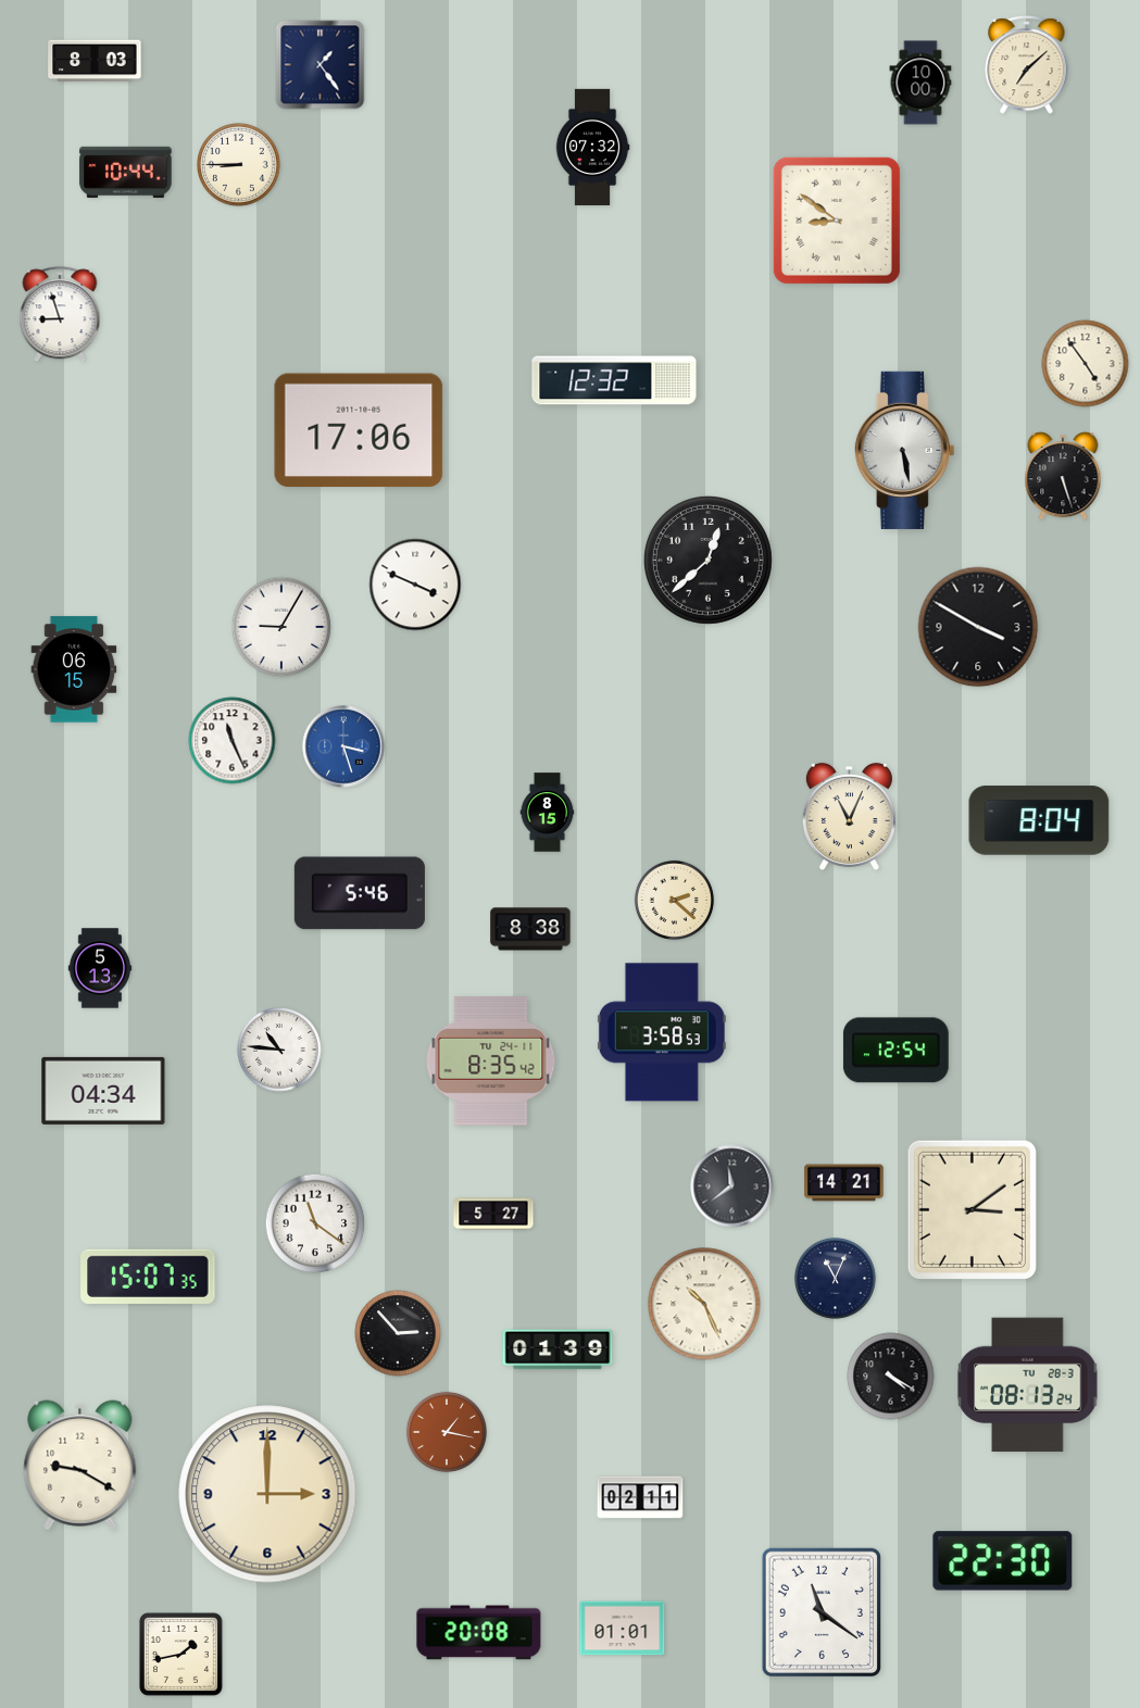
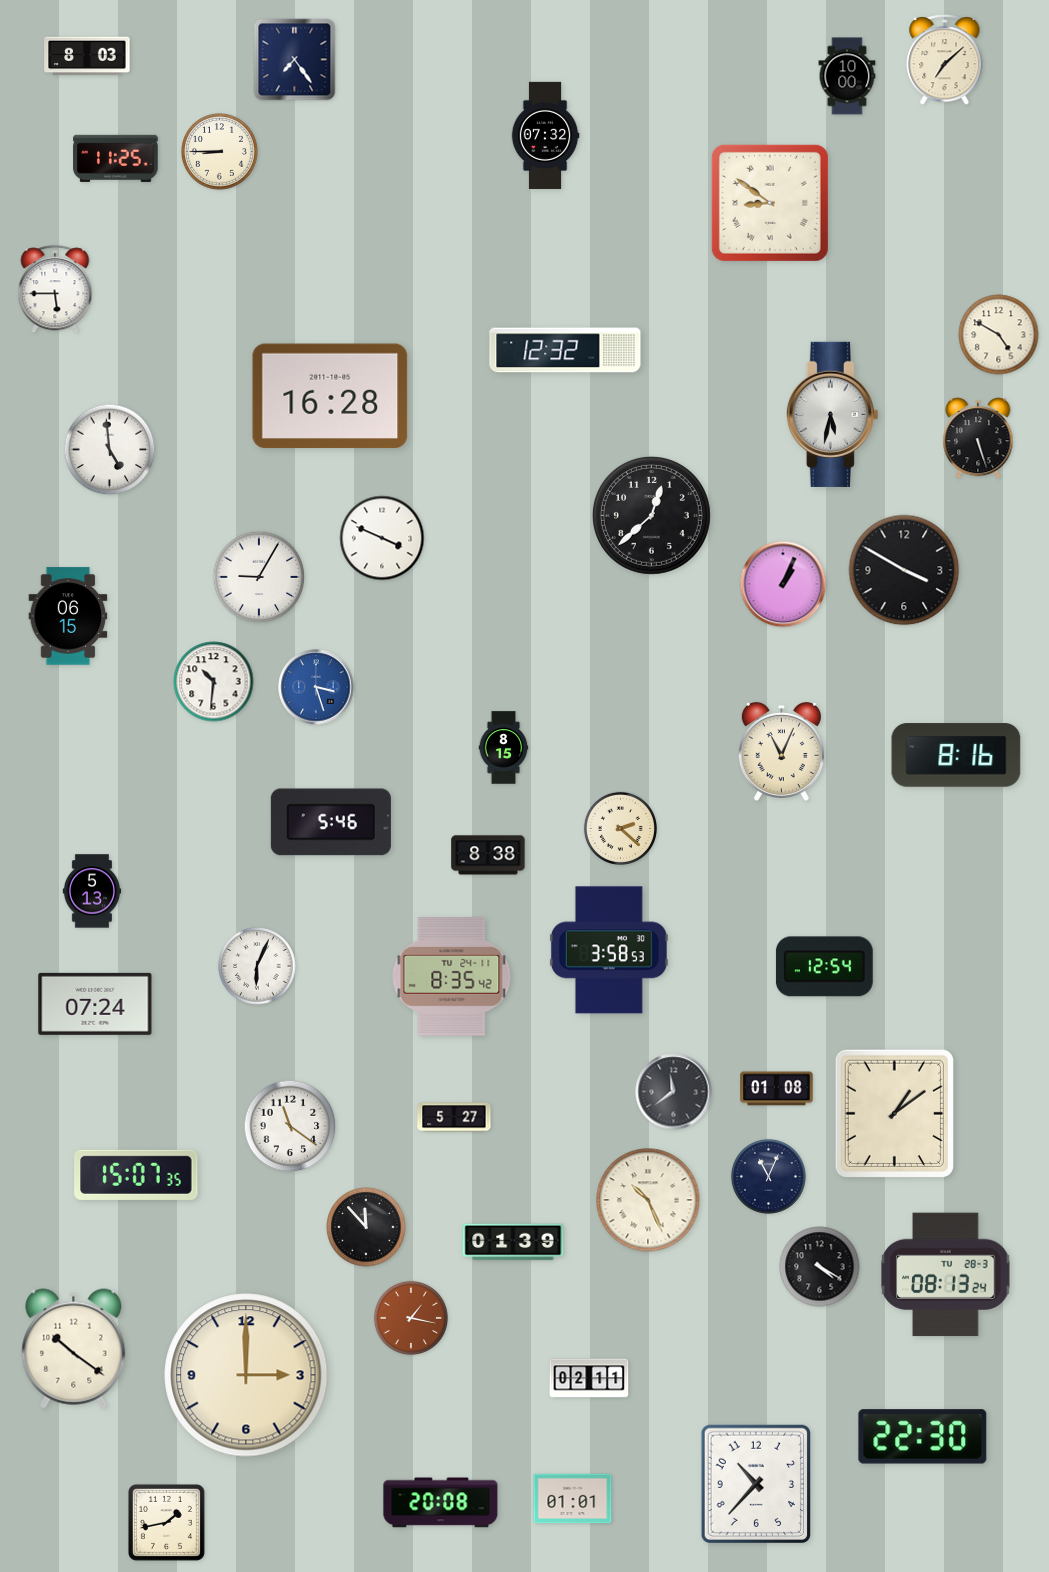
clock at (321, 65): 1:24 -> 7:24
clock at (126, 172): 10:44 -> 11:25
clock at (60, 315): 8:57 -> 5:45
clock at (1086, 364): 4:54 -> 4:50
clock at (359, 430): 17:06 -> 16:28
clock at (904, 450): 5:28 -> 5:32
clock at (110, 450): none -> 4:59
clock at (978, 627) position: (978, 627) -> (904, 570)
clock at (783, 584): none -> 1:04
clock at (233, 741): 11:26 -> 10:31
clock at (1039, 820): 8:04 -> 8:16
clock at (279, 1050): 10:46 -> 6:04
clock at (103, 1091): 04:34 -> 07:24
clock at (844, 1183): 14:21 -> 01:08
clock at (972, 1209): 3:09 -> 1:09
clock at (398, 1333): 2:53 -> 11:53
clock at (80, 1466): 9:20 -> 10:21
clock at (820, 1612): 11:21 -> 10:37
